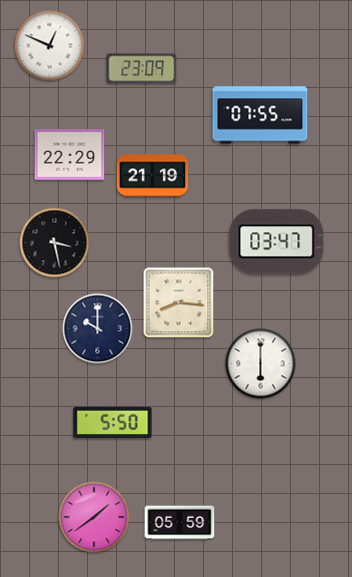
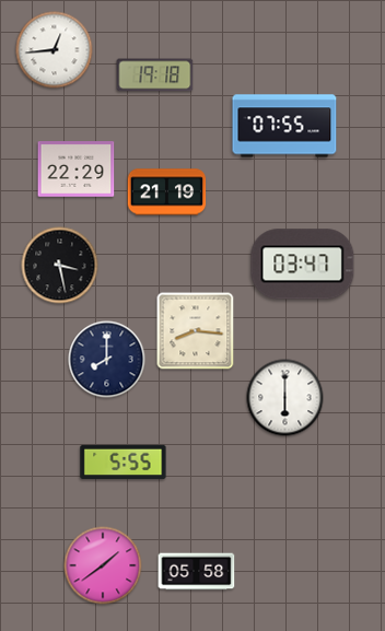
clock at (50, 46): 12:49 -> 12:44
clock at (142, 69): 23:09 -> 19:18
clock at (98, 329): 10:00 -> 8:00
clock at (113, 423): 5:50 -> 5:55
clock at (180, 523): 05:59 -> 05:58
